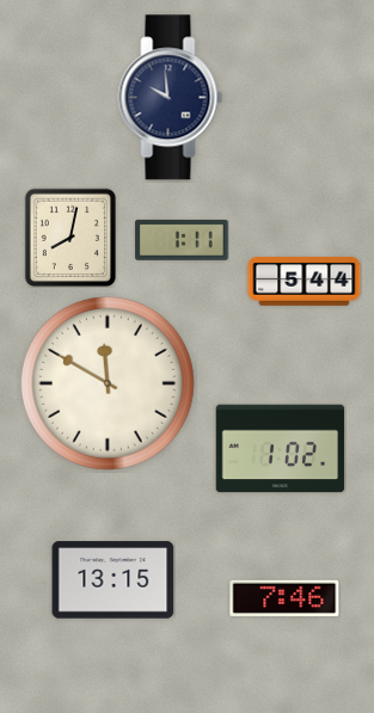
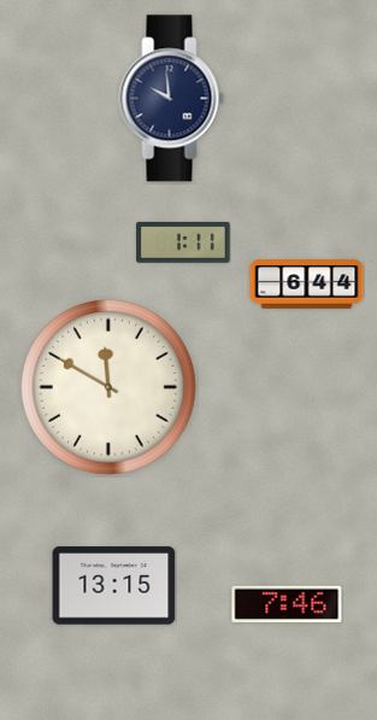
clock at (69, 238): 8:02 -> none
clock at (305, 282): 5:44 -> 6:44
clock at (281, 449): 1:02 -> none
